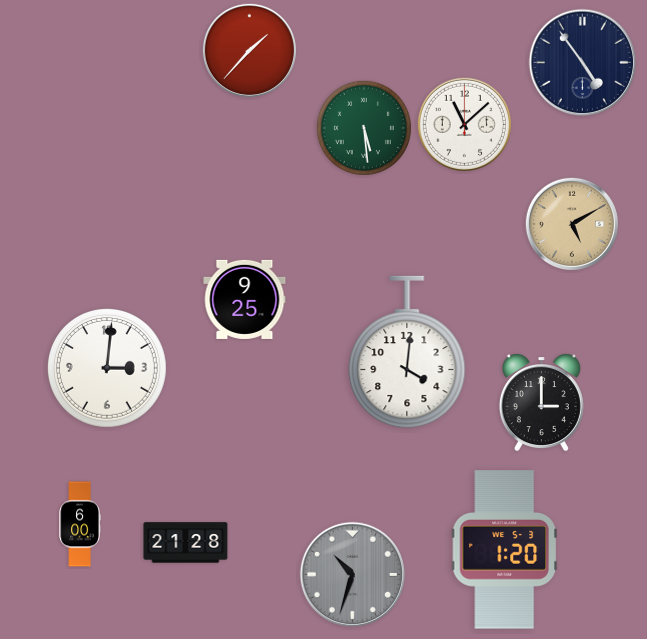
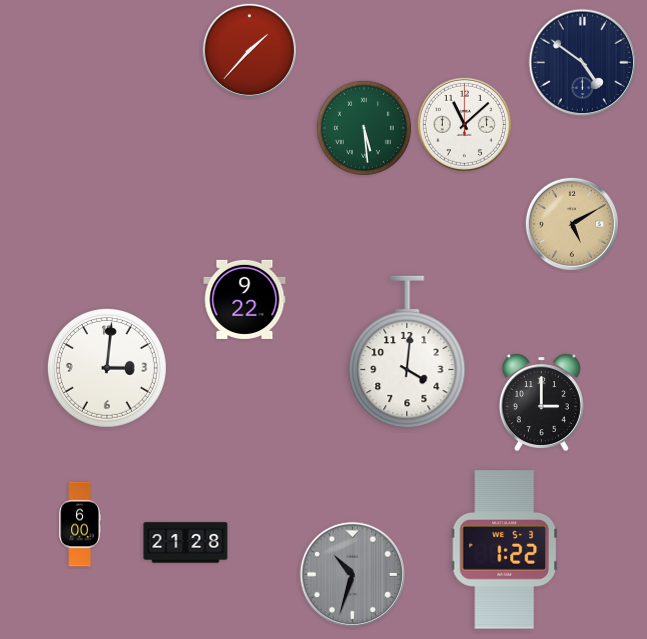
clock at (583, 63): 4:54 -> 4:51
clock at (245, 299): 9:25 -> 9:22
clock at (504, 550): 1:20 -> 1:22
